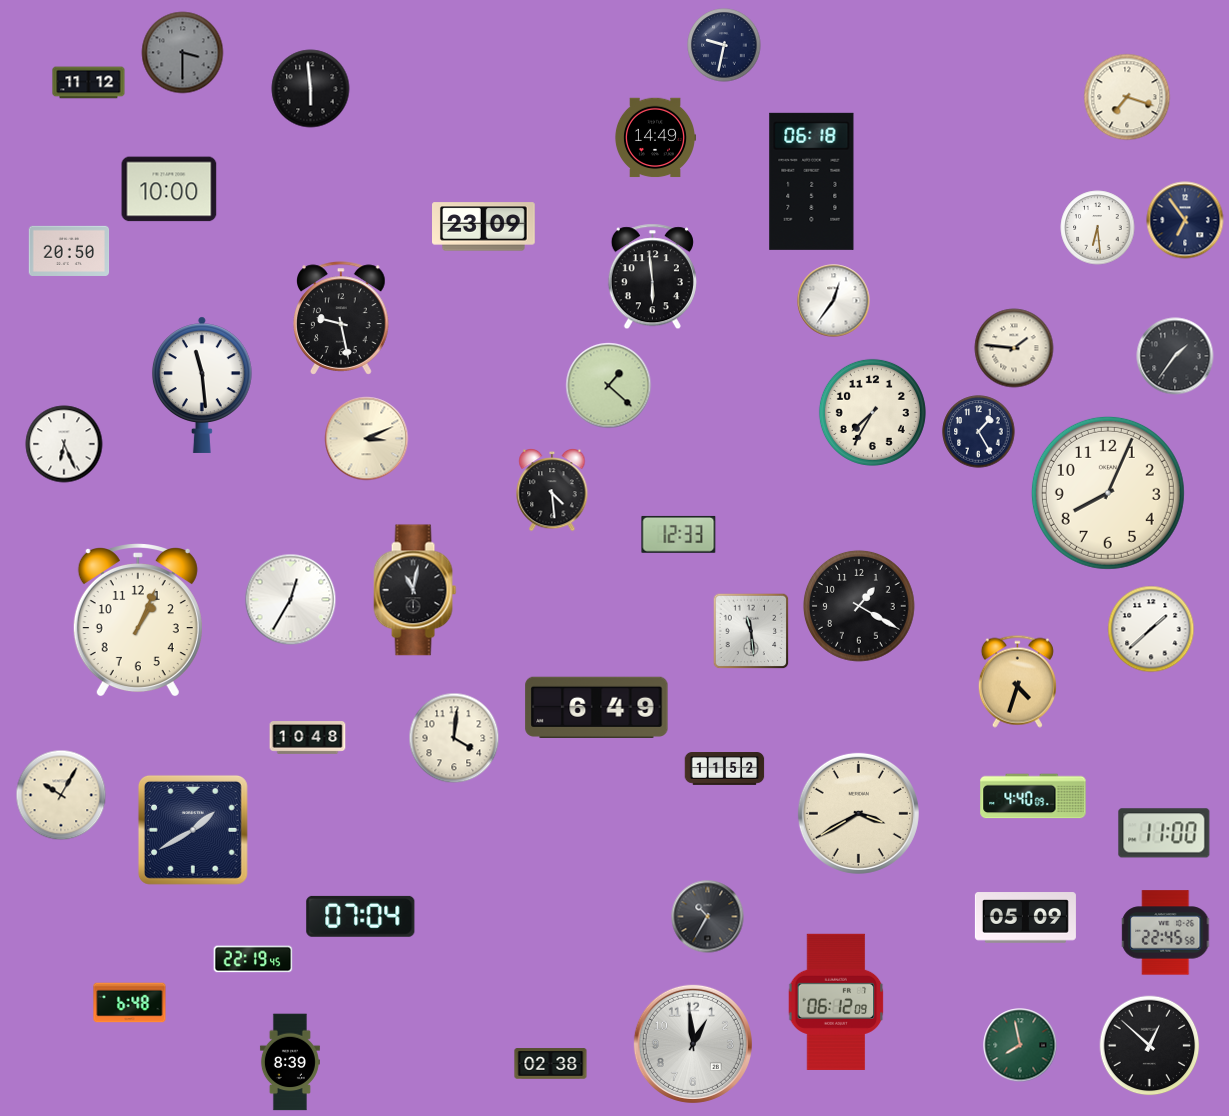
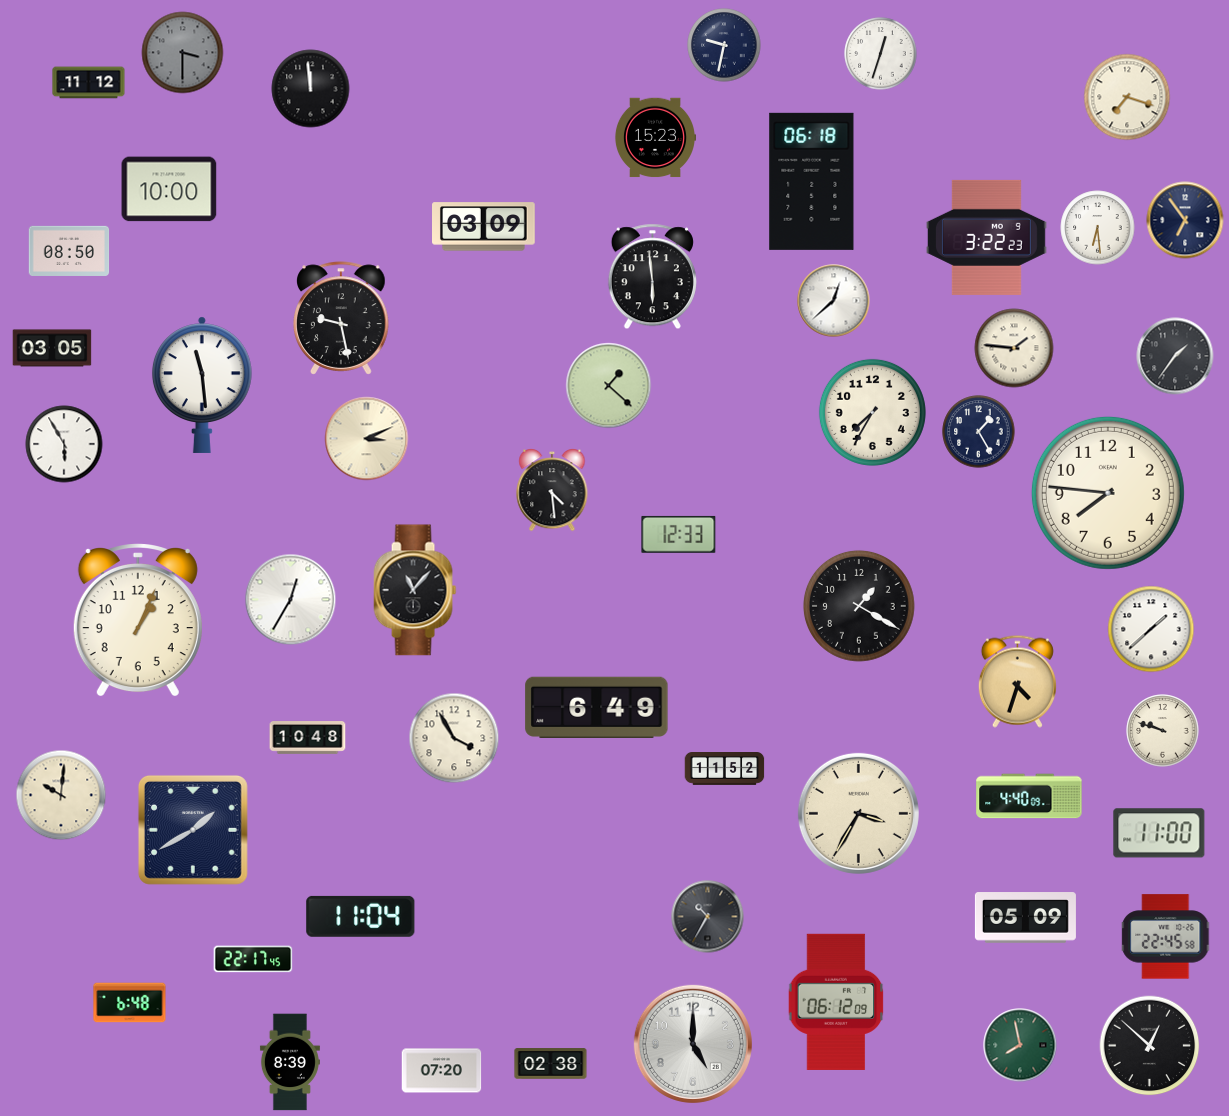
clock at (881, 54): none -> 12:33
clock at (311, 89): 5:59 -> 11:59
clock at (654, 138): 14:49 -> 15:23
clock at (484, 227): 23:09 -> 03:09
clock at (986, 237): none -> 3:22
clock at (69, 251): 20:50 -> 08:50
clock at (834, 301): 12:36 -> 12:38
clock at (52, 348): none -> 03:05
clock at (64, 444): 6:26 -> 5:55
clock at (1108, 493): 8:04 -> 7:46
clock at (415, 590): 11:02 -> 11:07
clock at (751, 631): 11:29 -> none
clock at (1163, 731): none -> 9:48
clock at (454, 738): 4:01 -> 3:55
clock at (61, 795): 10:05 -> 10:01
clock at (1033, 796) position: (1033, 796) -> (1029, 796)
clock at (858, 813): 3:40 -> 3:35
clock at (1164, 833) position: (1164, 833) -> (1159, 833)
clock at (361, 916): 07:04 -> 11:04
clock at (1166, 933) position: (1166, 933) -> (1166, 937)
clock at (253, 959): 22:19 -> 22:17
clock at (693, 1044): 12:59 -> 5:00
clock at (442, 1071): none -> 07:20
